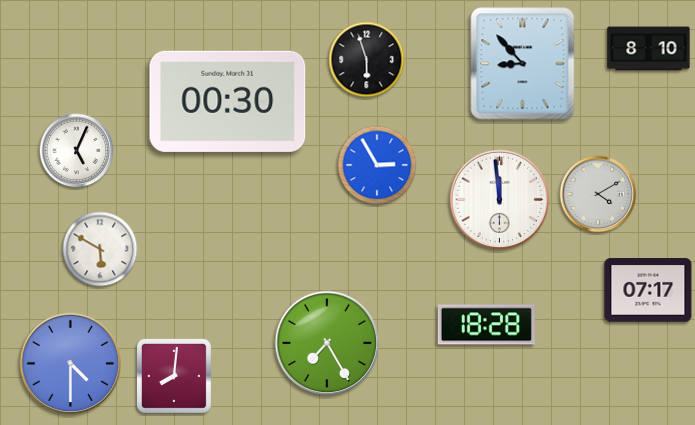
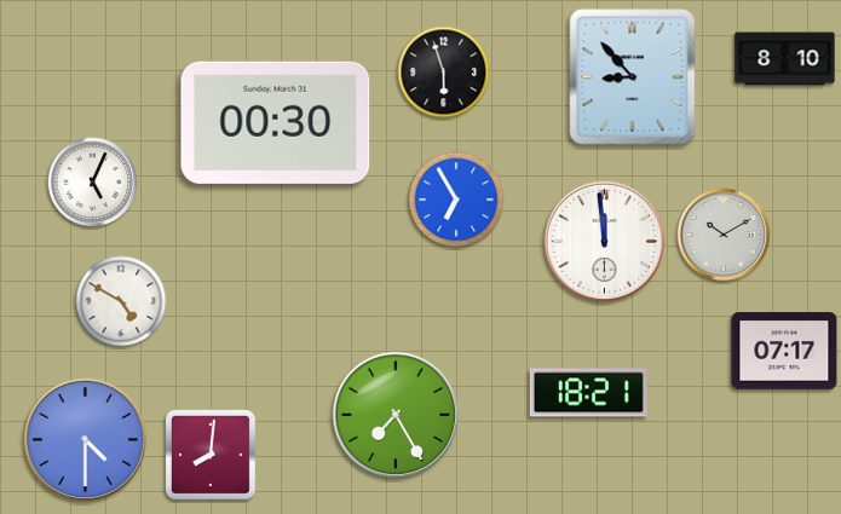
clock at (377, 165): 2:55 -> 6:55
clock at (598, 194): 4:10 -> 10:10
clock at (100, 249): 5:50 -> 4:50
clock at (486, 325): 18:28 -> 18:21
